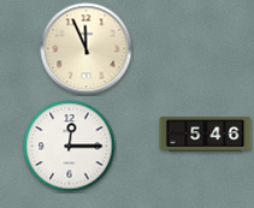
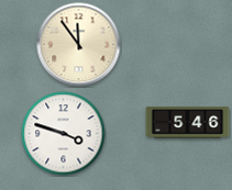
clock at (87, 49): 11:56 -> 11:54
clock at (70, 147): 12:15 -> 3:48
